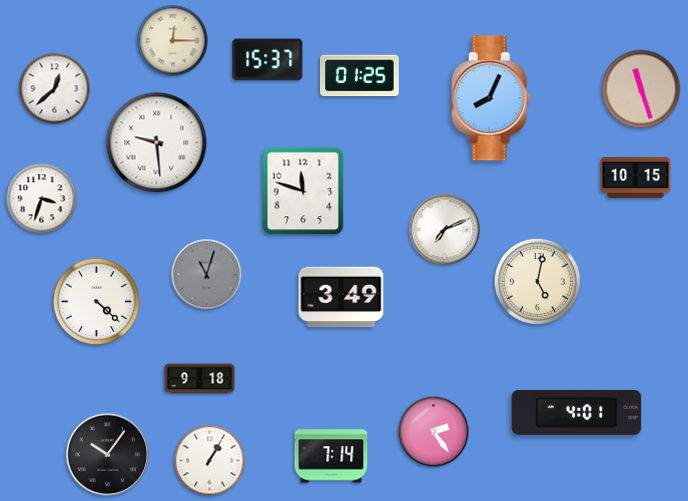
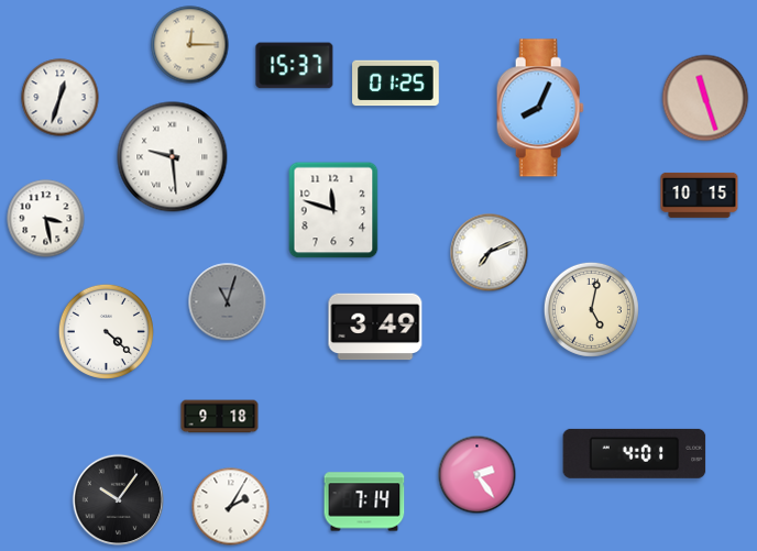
clock at (55, 89): 12:38 -> 12:33
clock at (42, 199): 3:33 -> 3:28
clock at (210, 461): 1:05 -> 2:05
